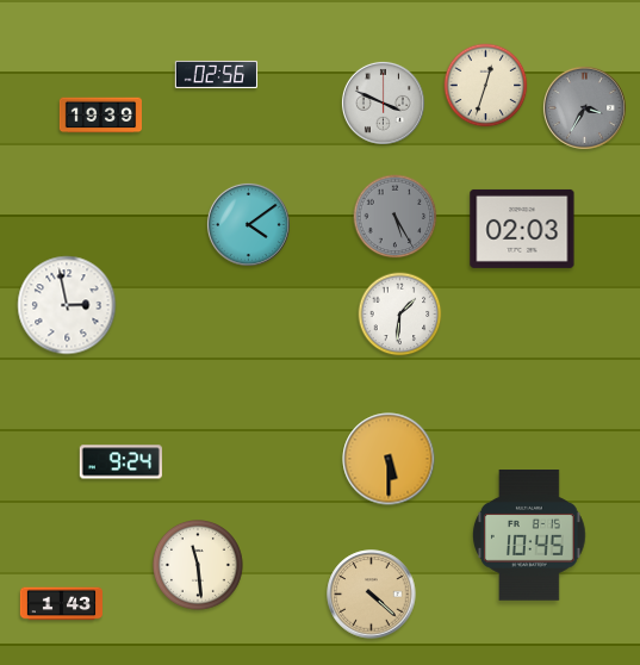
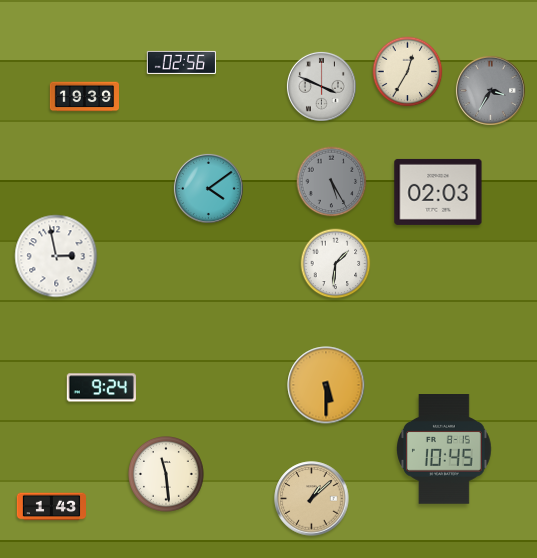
clock at (486, 86): 12:33 -> 12:35
clock at (372, 595): 4:22 -> 1:08
